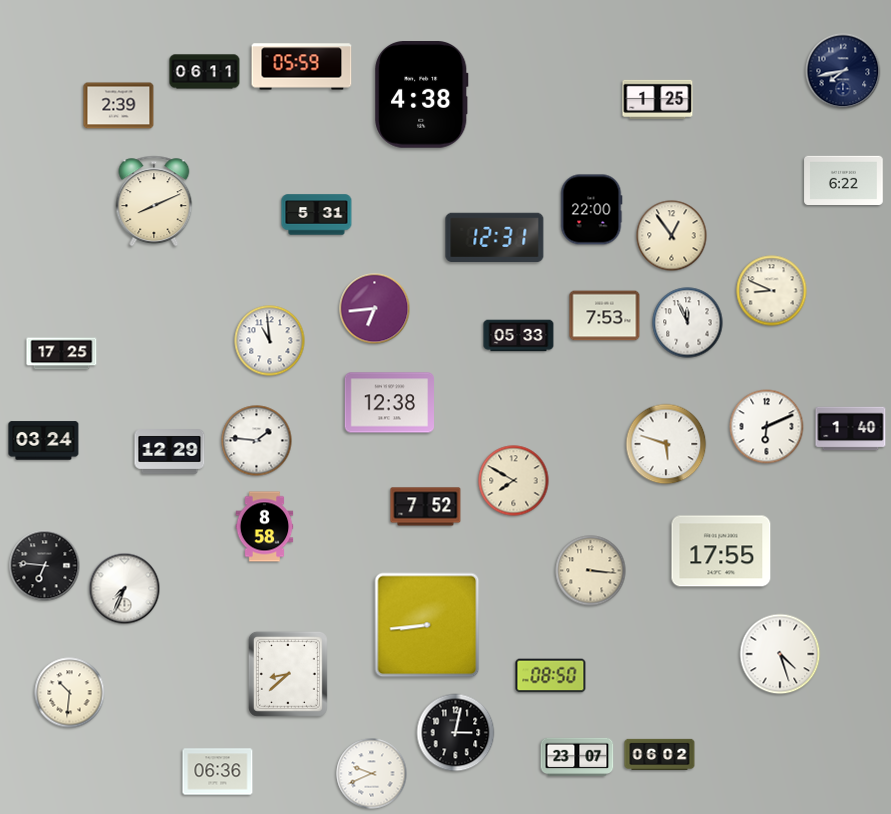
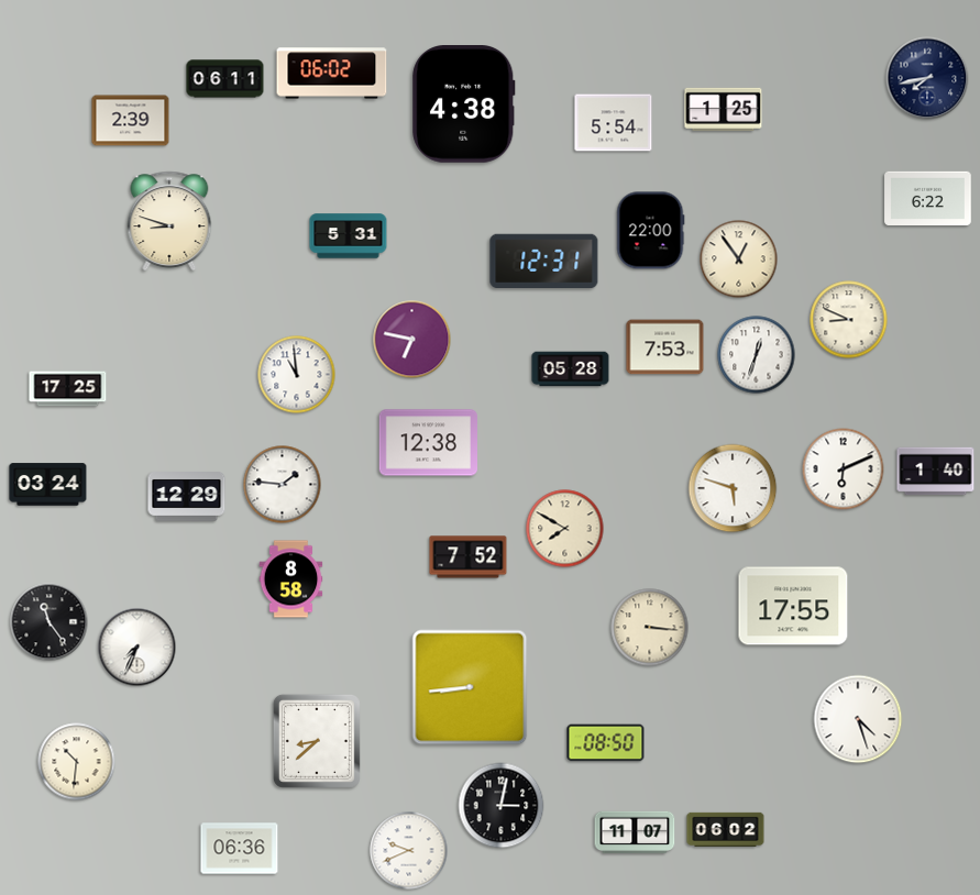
clock at (302, 67): 05:59 -> 06:02
clock at (119, 106) position: (119, 106) -> (131, 121)
clock at (614, 123): none -> 5:54
clock at (154, 201): 8:11 -> 8:48
clock at (375, 309): 6:44 -> 6:47
clock at (688, 323): 11:56 -> 12:33
clock at (519, 336): 05:33 -> 05:28
clock at (45, 566): 6:46 -> 11:24
clock at (577, 757): 23:07 -> 11:07
